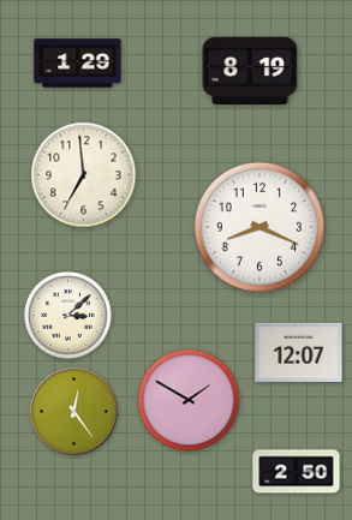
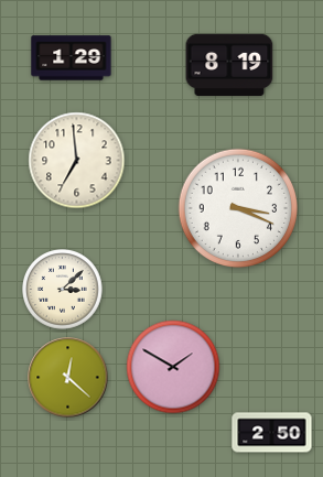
clock at (259, 227): 8:19 -> 3:19
clock at (299, 352): 12:07 -> none
clock at (74, 412): 12:24 -> 12:22
